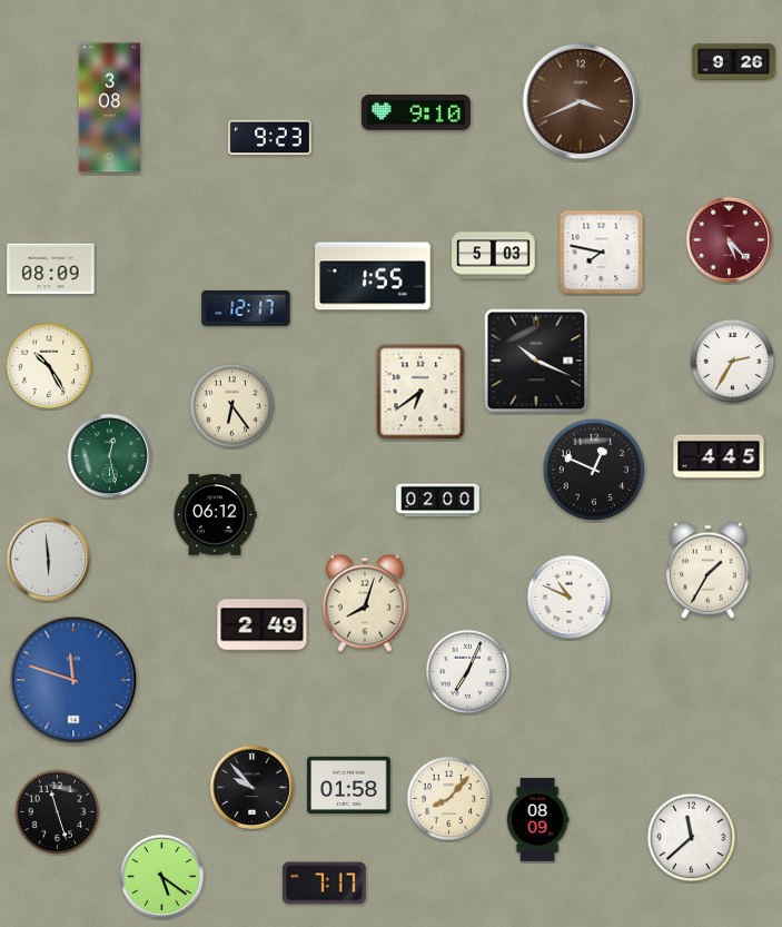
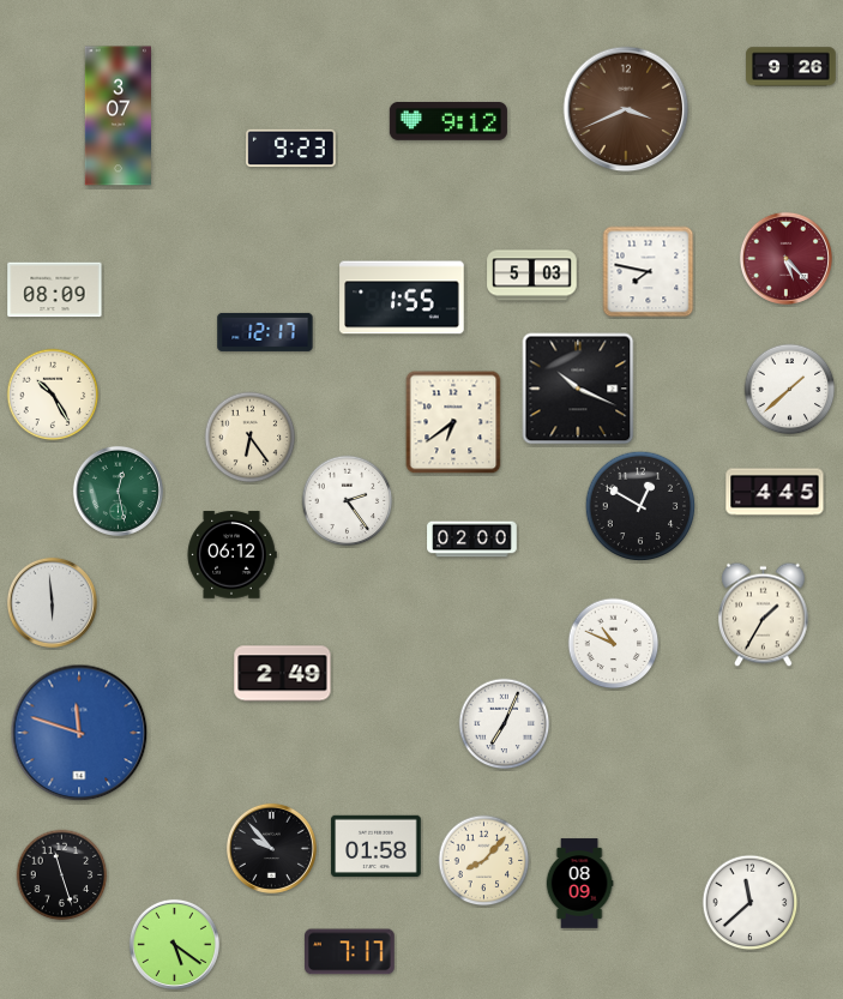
clock at (109, 108): 3:08 -> 3:07
clock at (416, 114): 9:10 -> 9:12
clock at (733, 362): 2:35 -> 1:38
clock at (348, 501): none -> 2:24
clock at (594, 470): 12:49 -> 12:50
clock at (365, 603): 8:03 -> none
clock at (692, 838) position: (692, 838) -> (751, 903)
